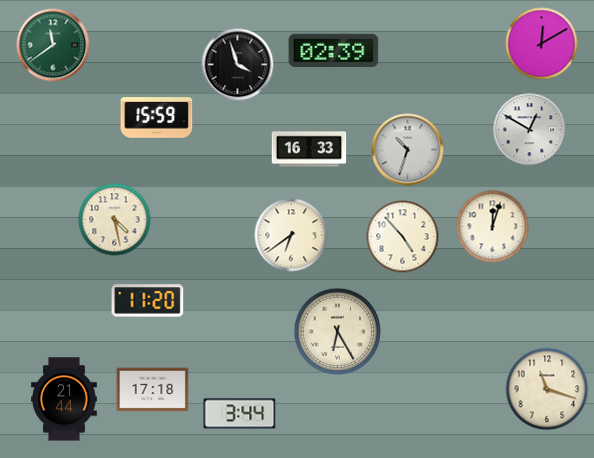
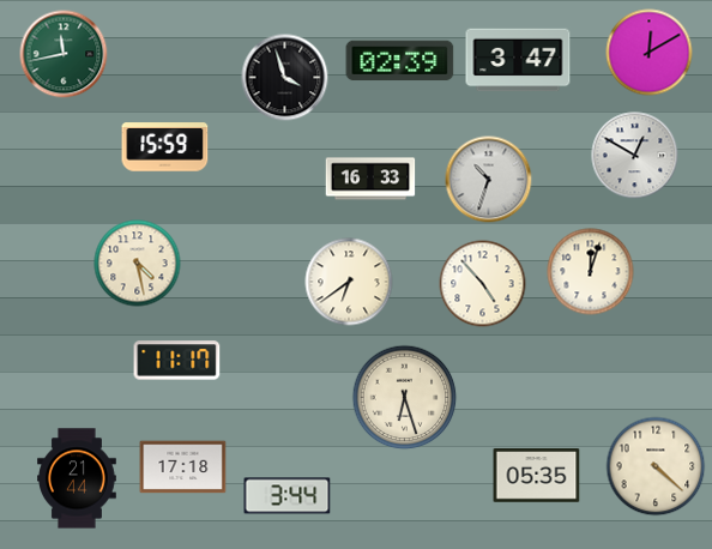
clock at (53, 45): 11:39 -> 11:43
clock at (518, 60): none -> 3:47
clock at (157, 118) position: (157, 118) -> (165, 147)
clock at (148, 301): 11:20 -> 11:17
clock at (338, 332): 6:25 -> 6:27
clock at (547, 389): 11:18 -> 4:22
clock at (537, 476): none -> 05:35
